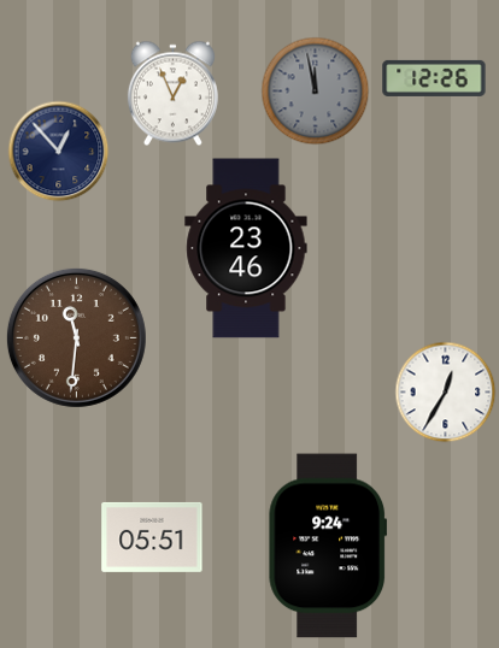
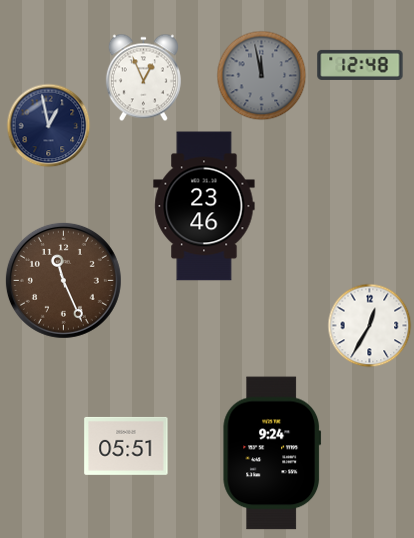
clock at (434, 78): 12:26 -> 12:48
clock at (58, 151): 12:53 -> 12:58
clock at (76, 337): 11:31 -> 11:26
